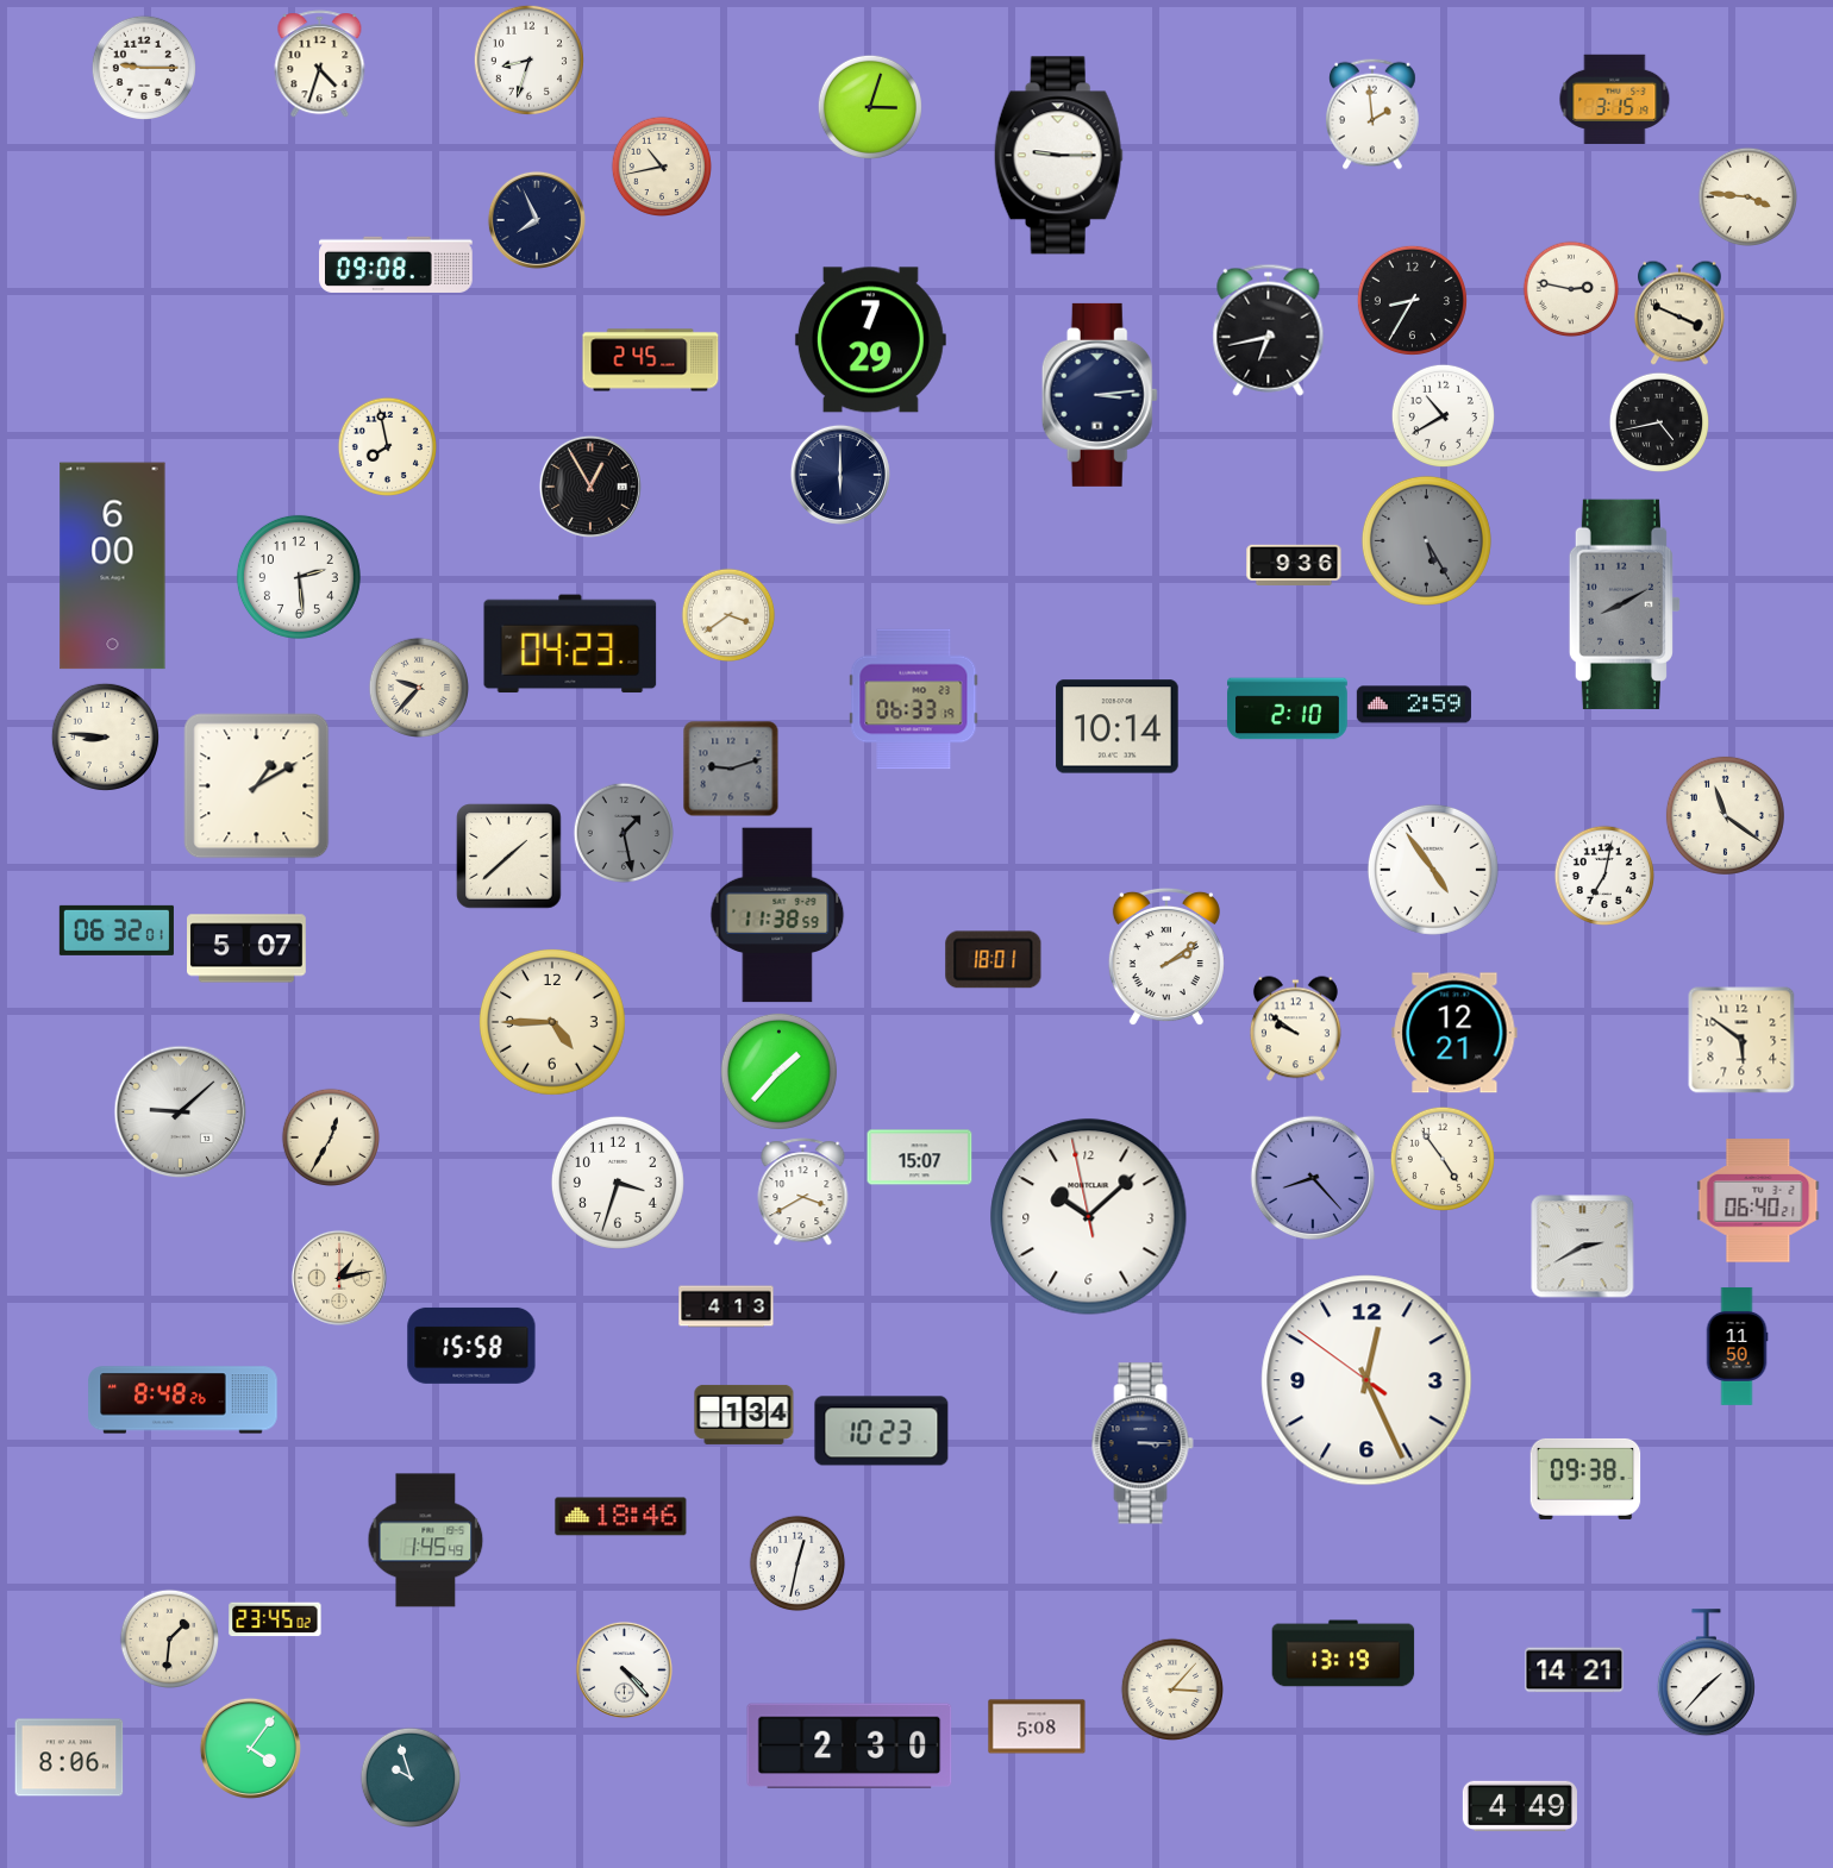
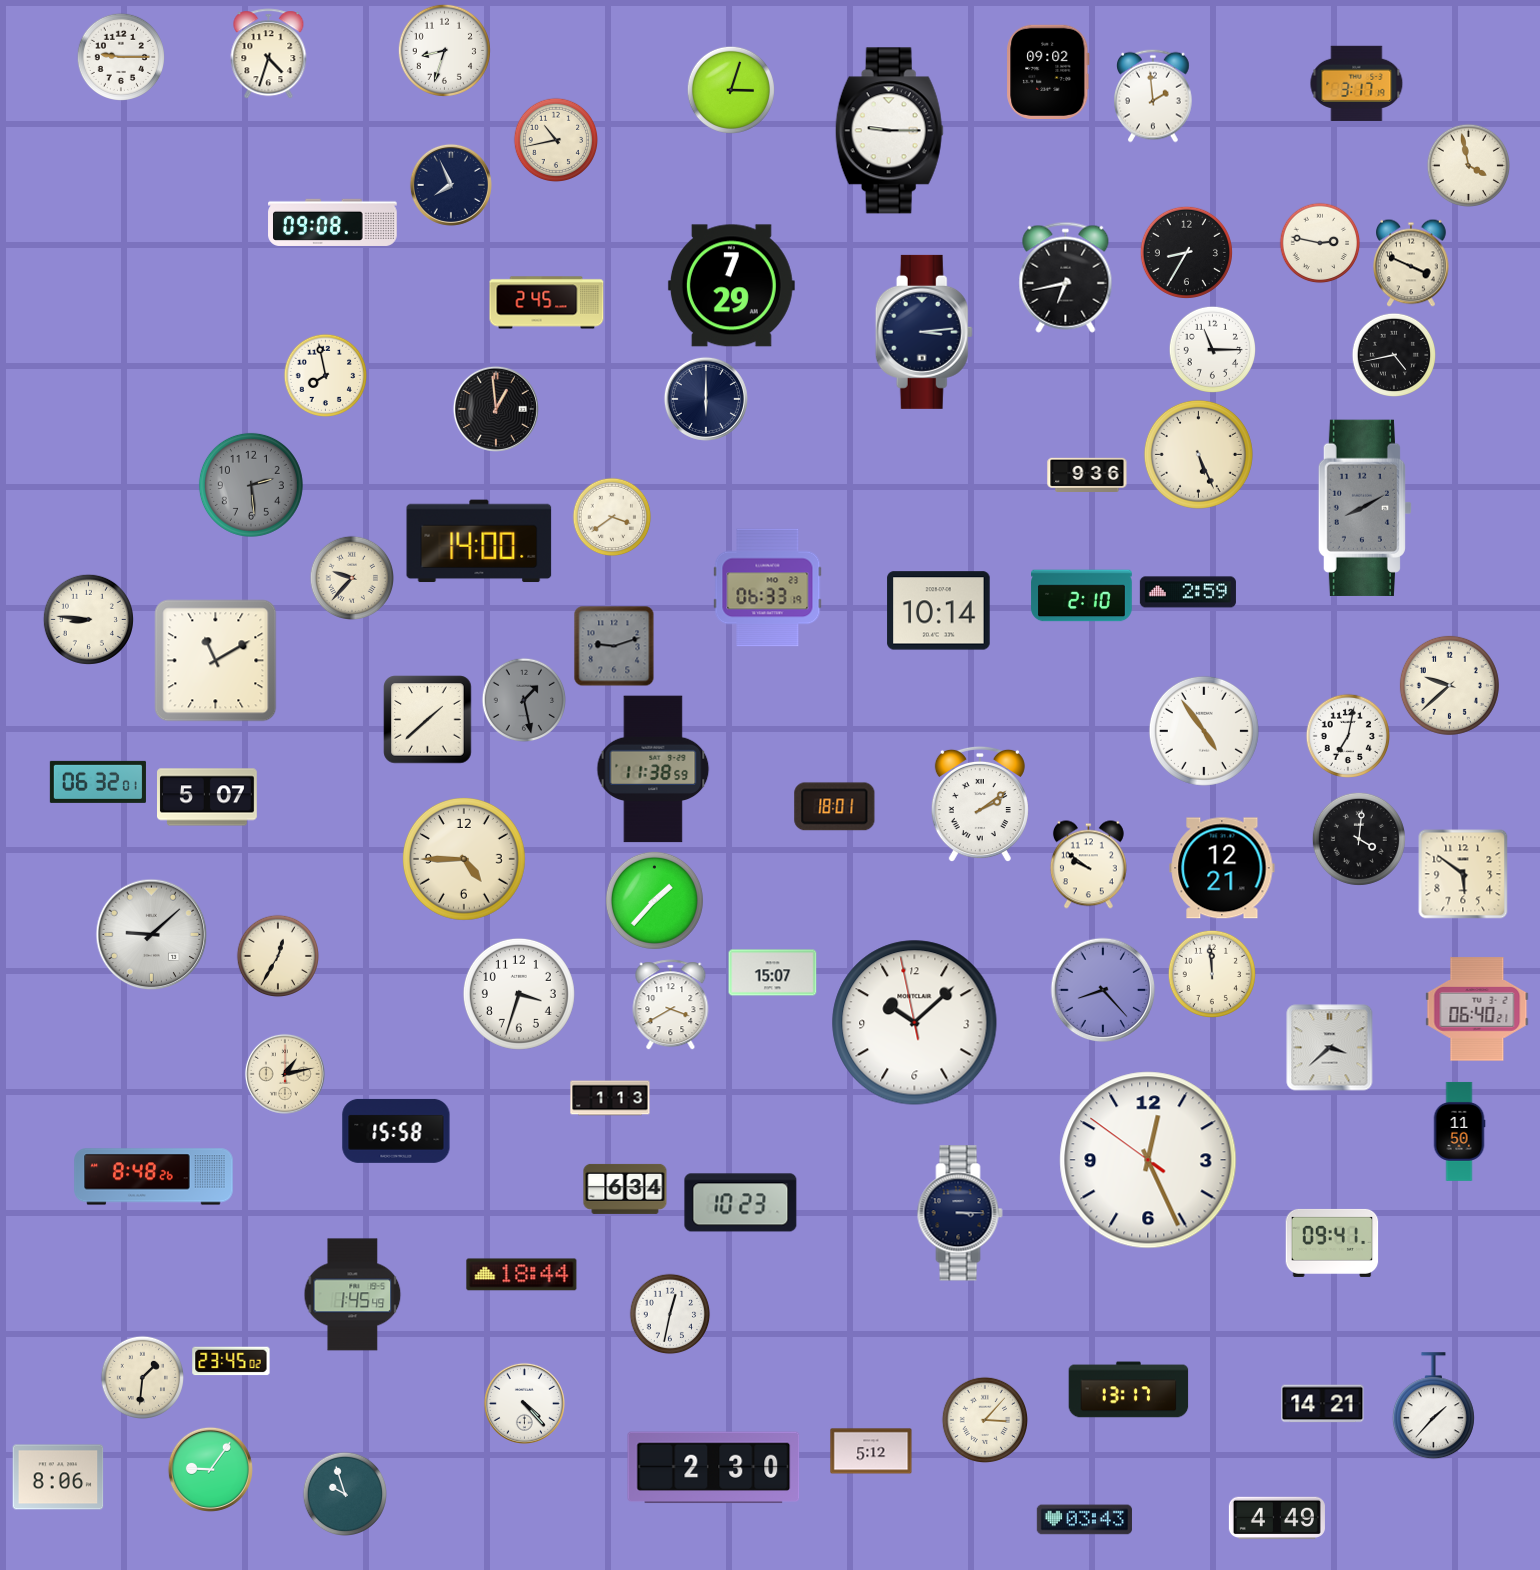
clock at (1048, 71): none -> 09:02
clock at (1615, 99): 3:15 -> 3:17
clock at (1747, 196): 3:46 -> 3:58
clock at (1443, 415): 10:40 -> 11:15
clock at (590, 487): 12:55 -> 12:59
clock at (1426, 540): 5:25 -> 5:26
clock at (1426, 540) dial: grey -> cream
clock at (113, 566): 6:00 -> none
clock at (299, 577) dial: white -> grey
clock at (570, 644): 04:23 -> 14:00
clock at (257, 786): 1:10 -> 11:10
clock at (1725, 815): 11:21 -> 9:38
clock at (1359, 839): none -> 4:01
clock at (1441, 1158): 4:54 -> 11:59
clock at (803, 1192) position: (803, 1192) -> (671, 1005)
clock at (1583, 1247): 2:40 -> 3:38
clock at (726, 1306): 4:13 -> 1:13
clock at (744, 1415): 1:34 -> 6:34
clock at (1585, 1479): 09:38 -> 09:41
clock at (621, 1517): 18:46 -> 18:44
clock at (426, 1541) position: (426, 1541) -> (353, 1295)
clock at (1344, 1654): 13:19 -> 13:17
clock at (1037, 1726): 5:08 -> 5:12
clock at (250, 1748): 4:06 -> 9:06
clock at (1084, 1520): none -> 03:43
